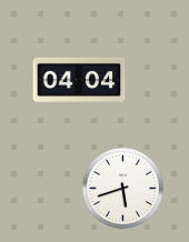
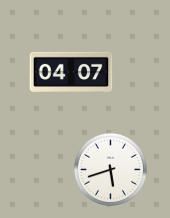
clock at (79, 80): 04:04 -> 04:07
